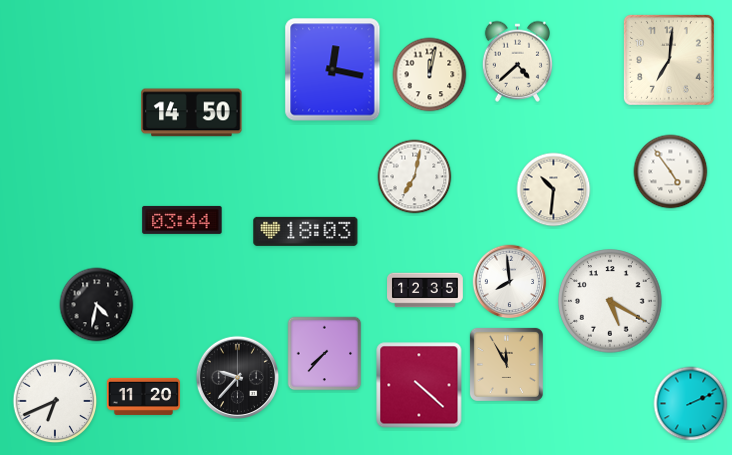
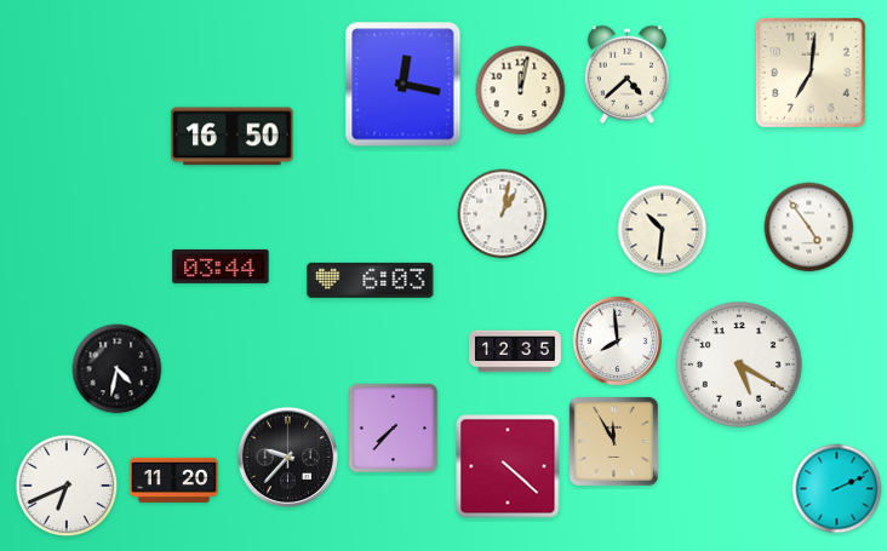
clock at (192, 113): 14:50 -> 16:50
clock at (671, 172) position: (671, 172) -> (809, 228)
clock at (415, 177): 7:02 -> 1:02
clock at (554, 190) position: (554, 190) -> (663, 230)
clock at (306, 231): 18:03 -> 6:03
